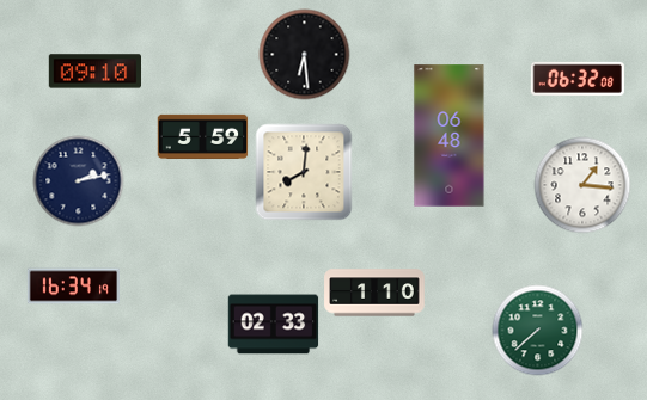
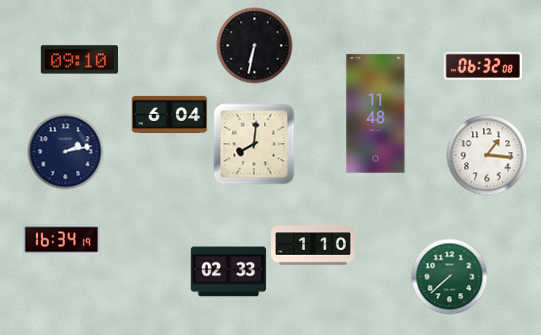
clock at (305, 55): 6:29 -> 6:32
clock at (203, 136): 5:59 -> 6:04
clock at (450, 136): 06:48 -> 11:48
